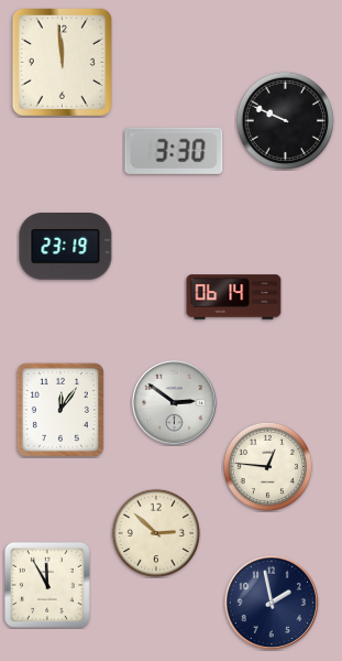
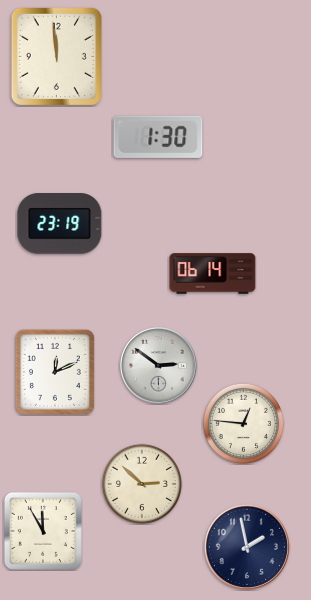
clock at (285, 120): 9:49 -> none
clock at (174, 151): 3:30 -> 1:30
clock at (234, 297) position: (234, 297) -> (213, 274)
clock at (60, 410): 12:06 -> 12:11
